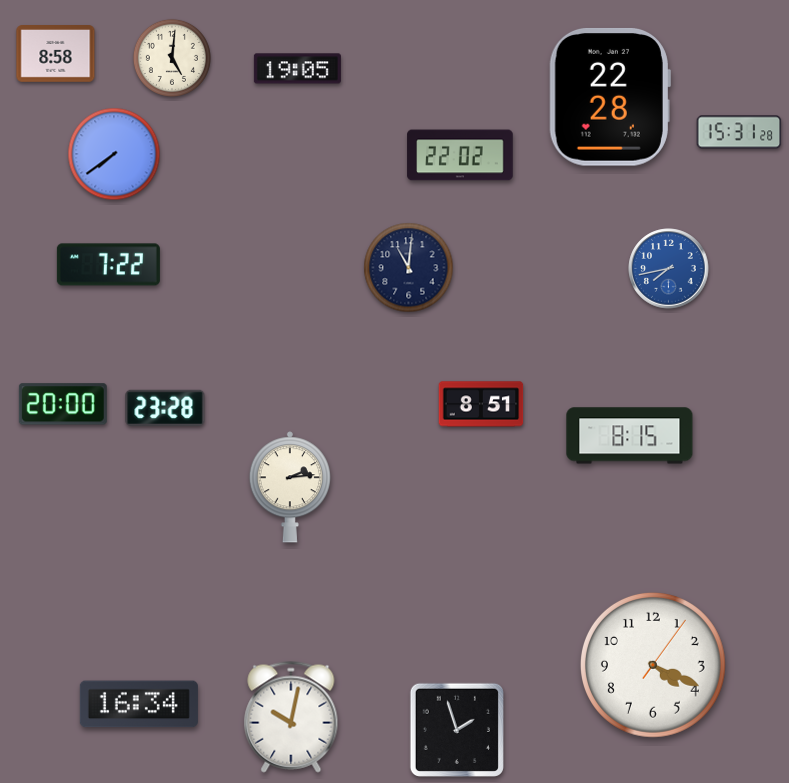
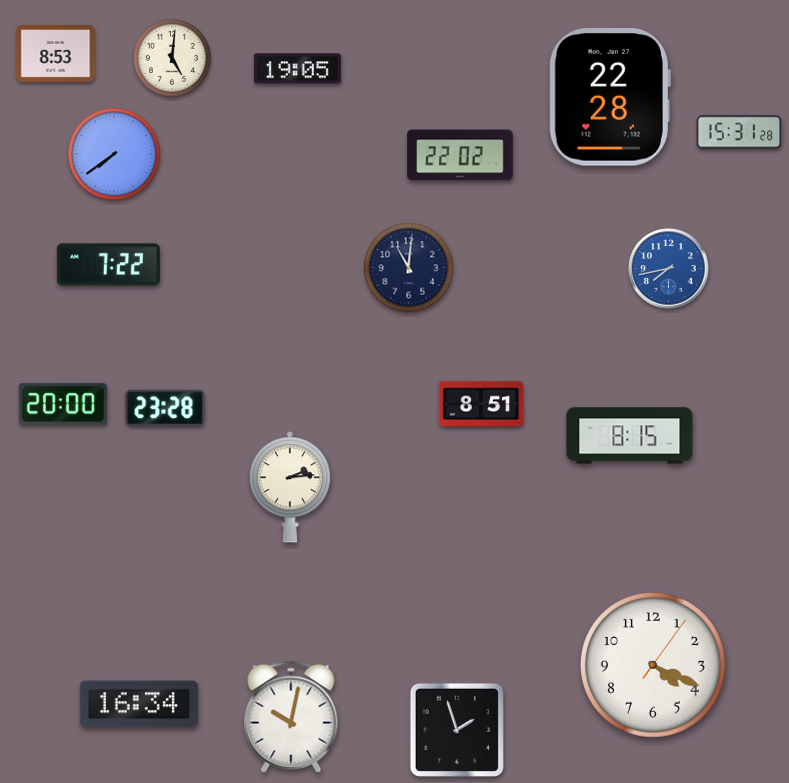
clock at (56, 54): 8:58 -> 8:53
